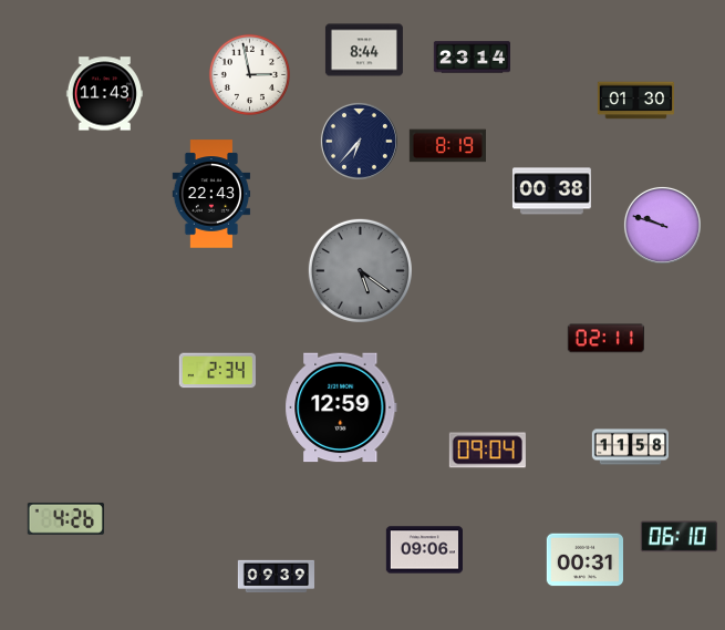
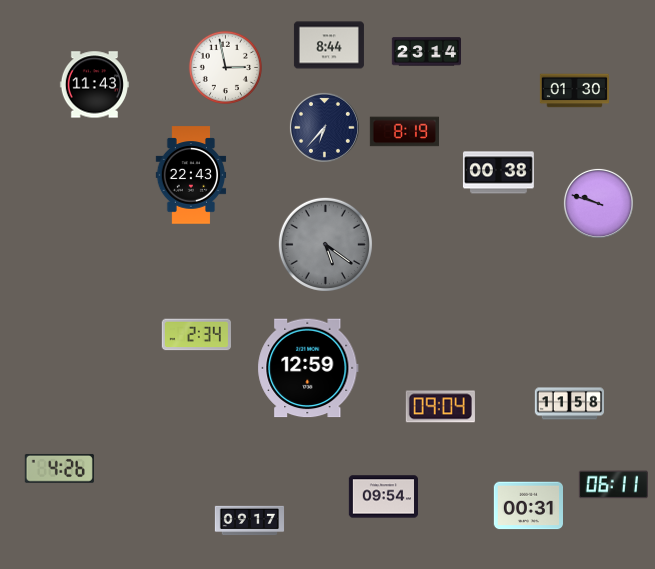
clock at (605, 339): 02:11 -> none
clock at (679, 537): 06:10 -> 06:11
clock at (424, 550): 09:06 -> 09:54
clock at (277, 577): 09:39 -> 09:17
